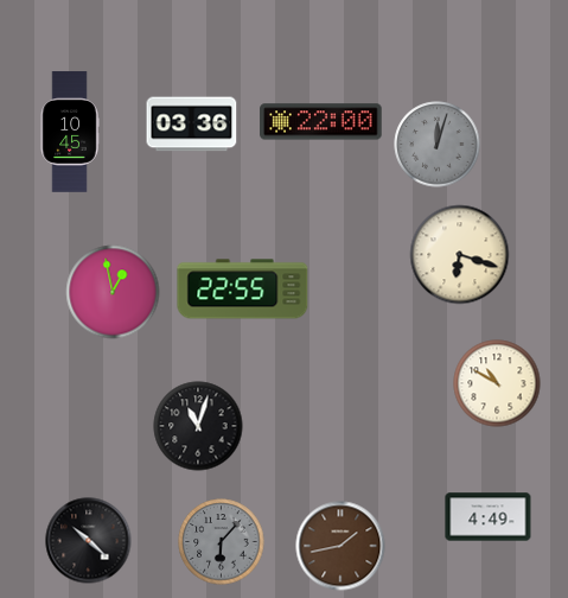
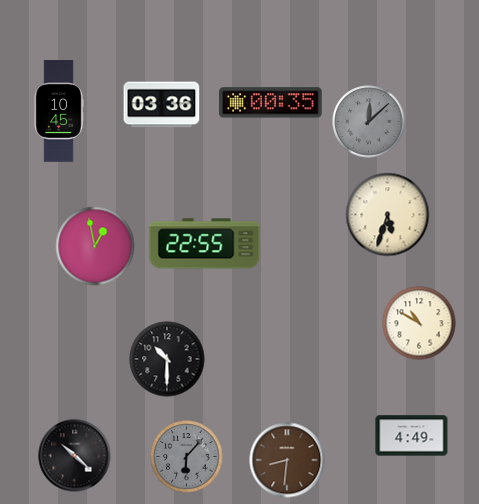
clock at (321, 122): 22:00 -> 00:35
clock at (438, 145): 12:03 -> 12:08
clock at (460, 255): 6:18 -> 5:33
clock at (198, 426): 11:03 -> 10:30
clock at (340, 546): 1:43 -> 8:31
